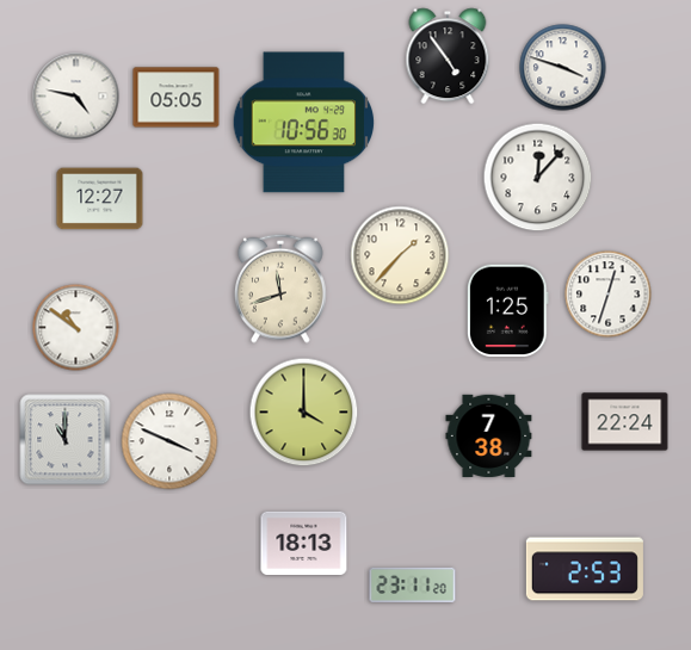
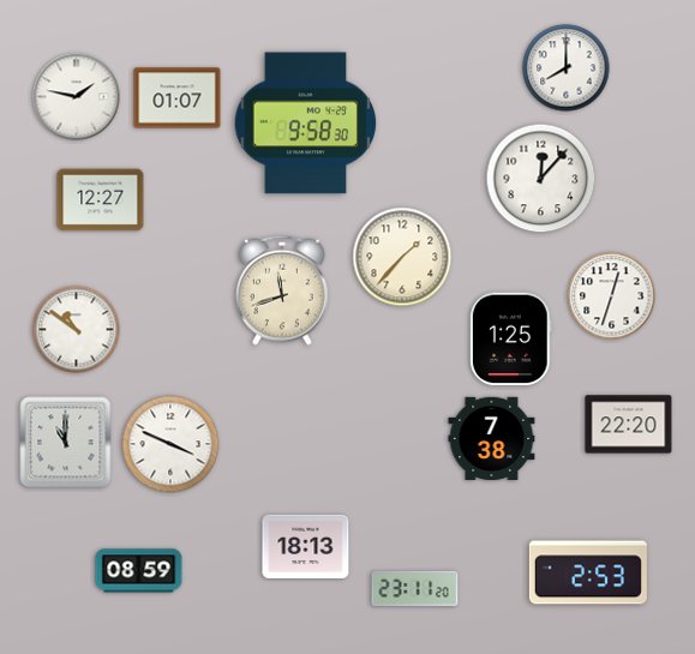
clock at (448, 56): 4:54 -> none
clock at (563, 68): 3:48 -> 8:00
clock at (76, 97): 4:47 -> 1:47
clock at (177, 98): 05:05 -> 01:07
clock at (304, 123): 10:56 -> 9:58
clock at (507, 311) position: (507, 311) -> (510, 340)
clock at (304, 413): 4:00 -> none
clock at (625, 422): 22:24 -> 22:20
clock at (139, 571): none -> 08:59
